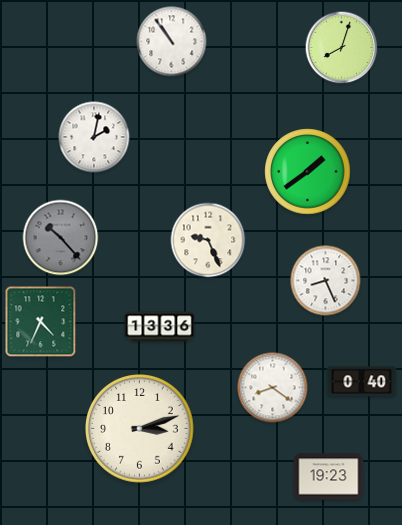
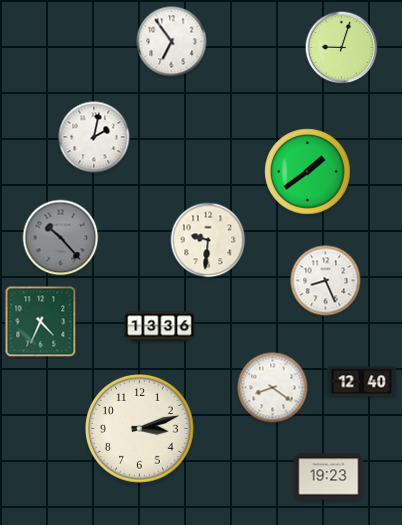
clock at (172, 42): 10:54 -> 6:54
clock at (342, 48): 8:03 -> 9:03
clock at (208, 240): 9:26 -> 9:31
clock at (362, 382): 0:40 -> 12:40
